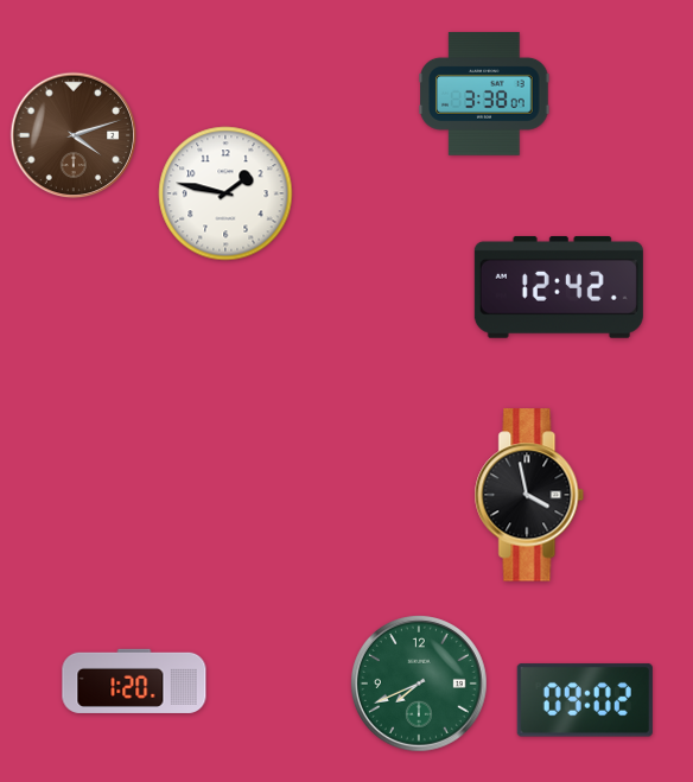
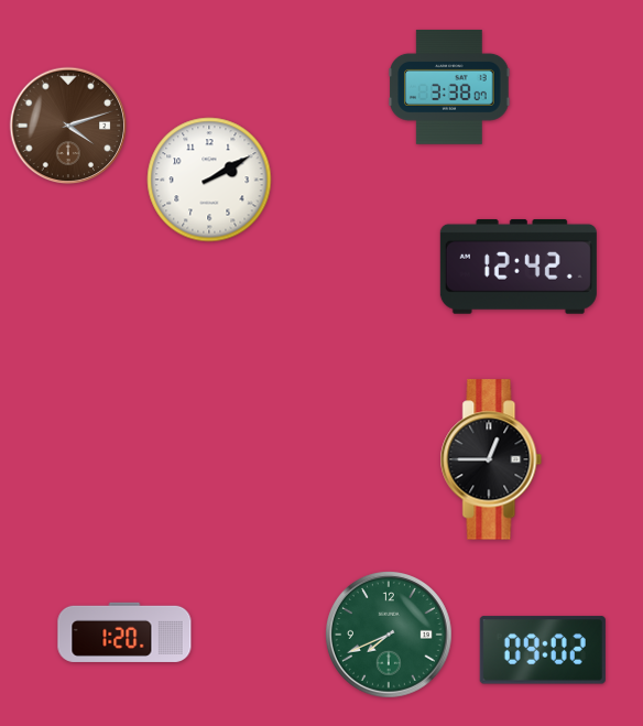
clock at (225, 193): 1:47 -> 2:10
clock at (529, 495): 3:58 -> 12:45
